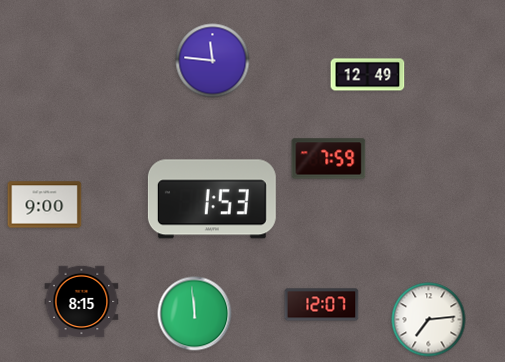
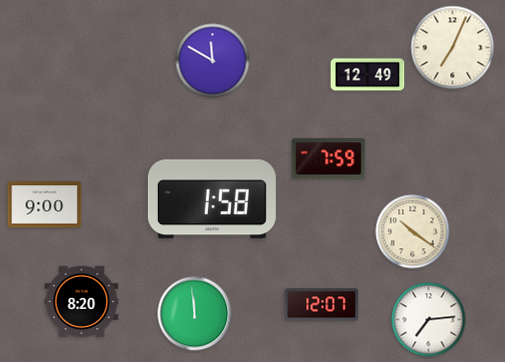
clock at (453, 48): none -> 7:04
clock at (213, 61): 11:46 -> 11:50
clock at (212, 199): 1:53 -> 1:58
clock at (413, 232): none -> 10:21
clock at (82, 302): 8:15 -> 8:20
